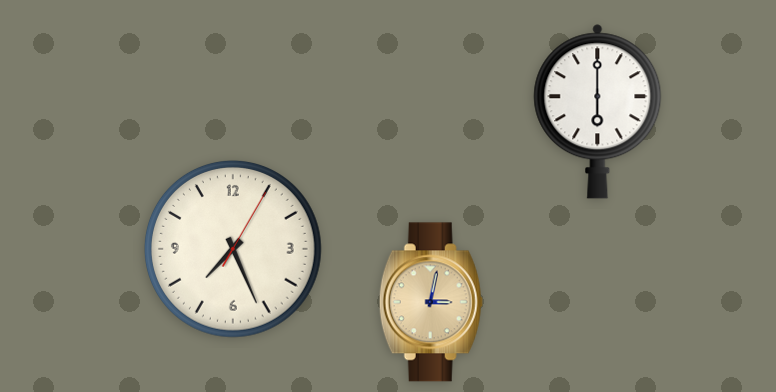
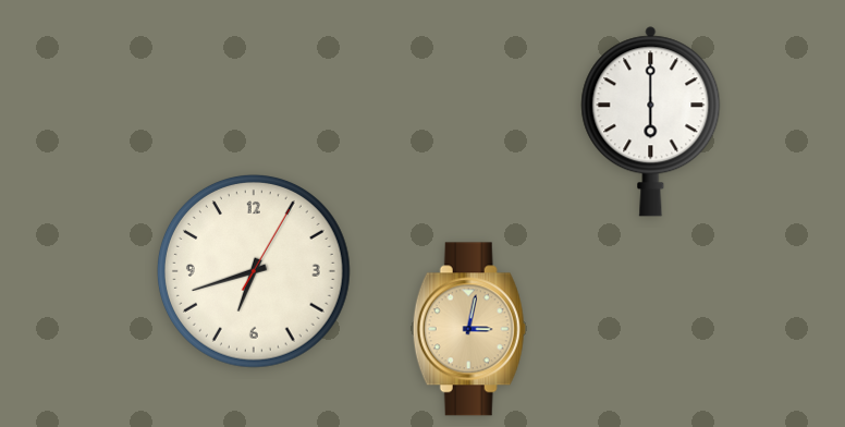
clock at (233, 249): 7:26 -> 6:42
